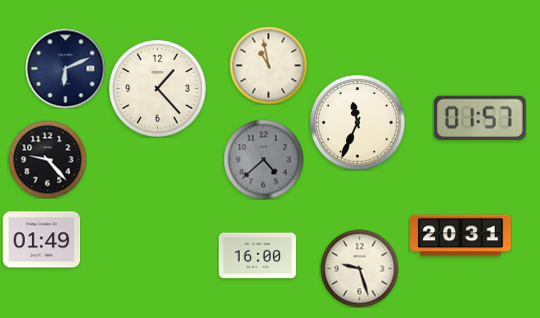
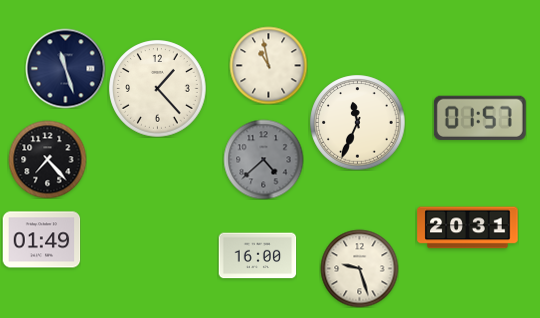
clock at (65, 68): 6:11 -> 11:27
clock at (47, 159): 9:23 -> 7:23
clock at (461, 236) position: (461, 236) -> (468, 228)
